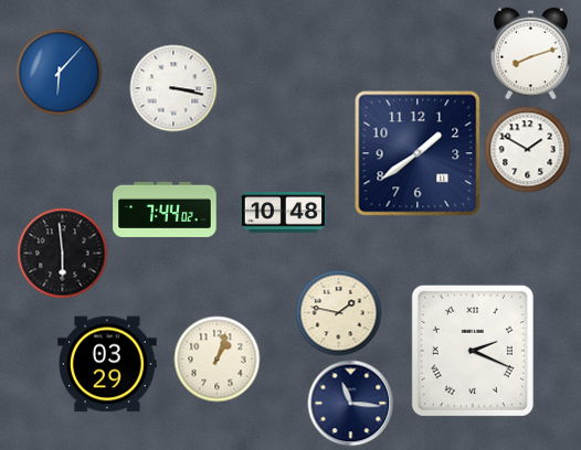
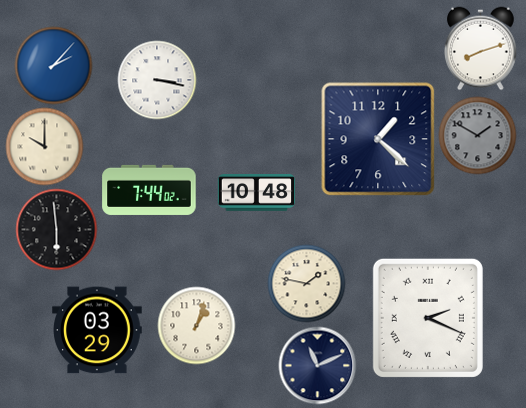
clock at (59, 72): 6:07 -> 2:07
clock at (527, 149) dial: white -> grey
clock at (418, 153): 1:39 -> 1:22
clock at (44, 146): none -> 10:00
clock at (350, 403): 11:16 -> 11:11
